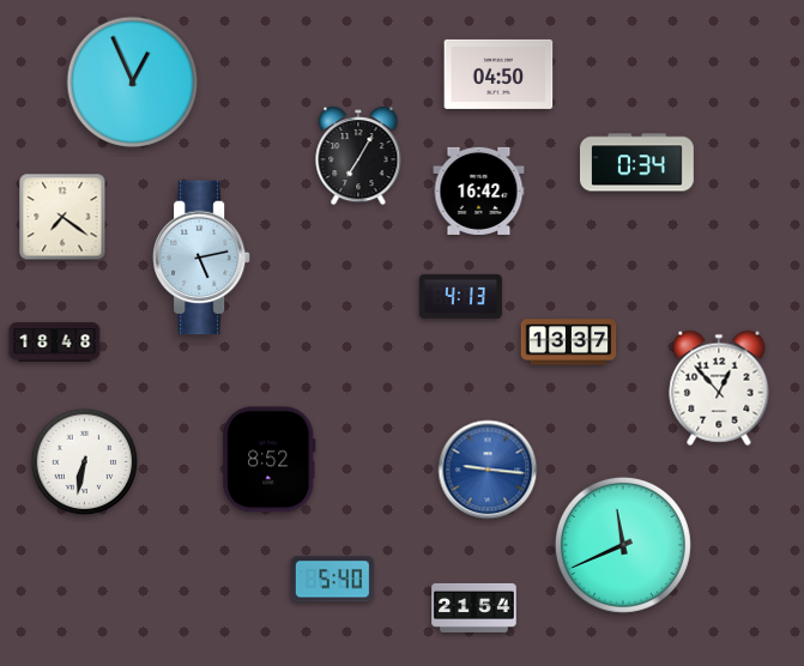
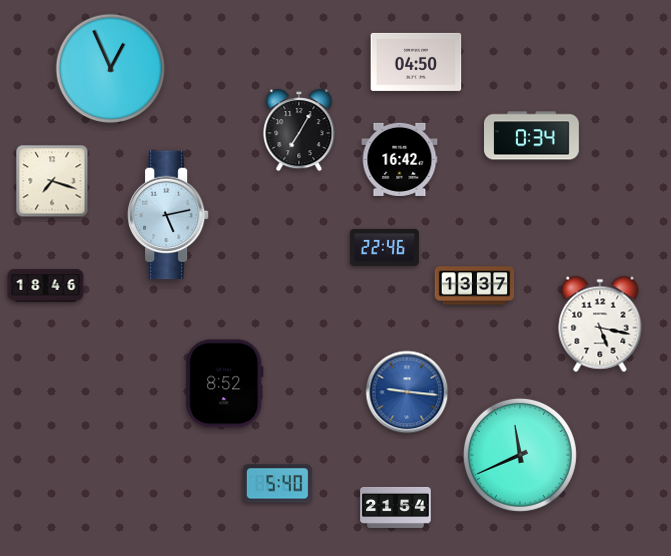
clock at (62, 217): 7:21 -> 7:18
clock at (460, 296): 4:13 -> 22:46
clock at (55, 343): 18:48 -> 18:46
clock at (719, 388): 12:53 -> 5:17
clock at (85, 462): 6:32 -> none
